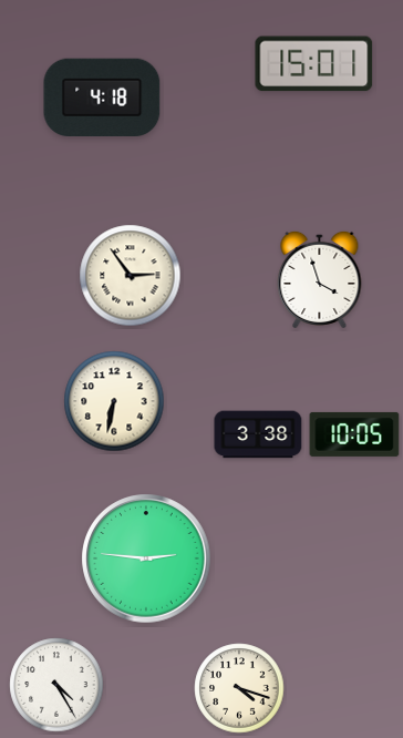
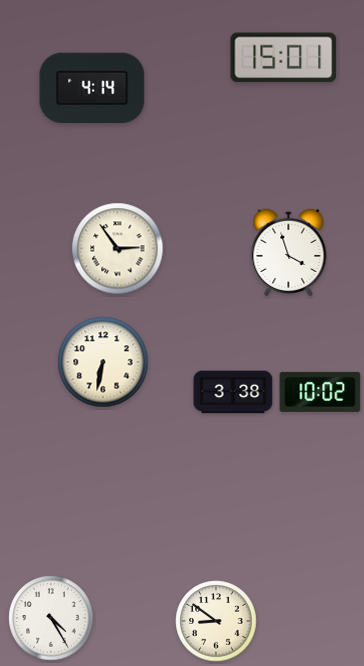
clock at (102, 96): 4:18 -> 4:14
clock at (354, 434): 10:05 -> 10:02
clock at (146, 558): 2:46 -> none
clock at (239, 688): 4:18 -> 8:51
